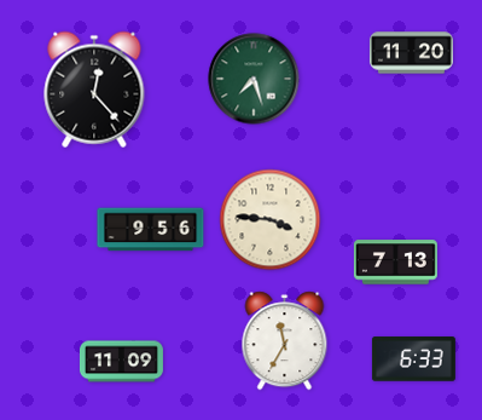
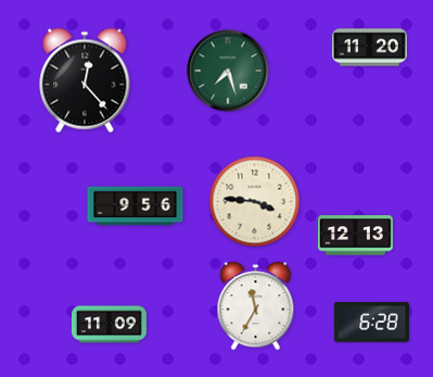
clock at (271, 220) position: (271, 220) -> (255, 202)
clock at (395, 263): 7:13 -> 12:13
clock at (413, 359): 6:33 -> 6:28
